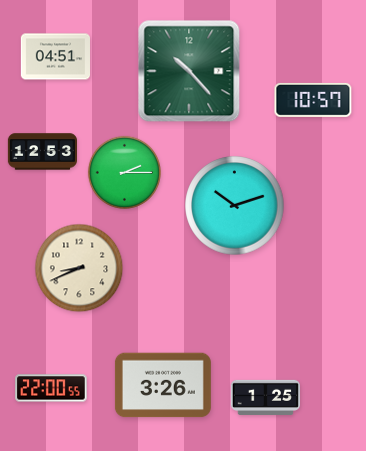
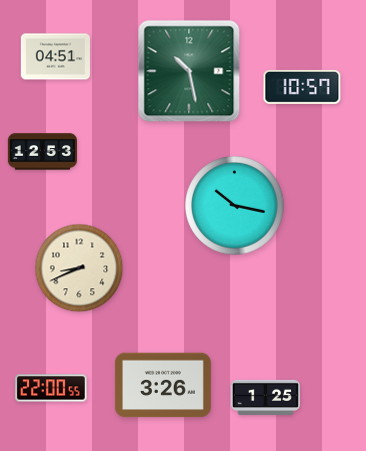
clock at (189, 71): 10:23 -> 10:28
clock at (313, 100) position: (313, 100) -> (302, 87)
clock at (124, 172): 2:15 -> none
clock at (235, 206): 10:12 -> 10:17
